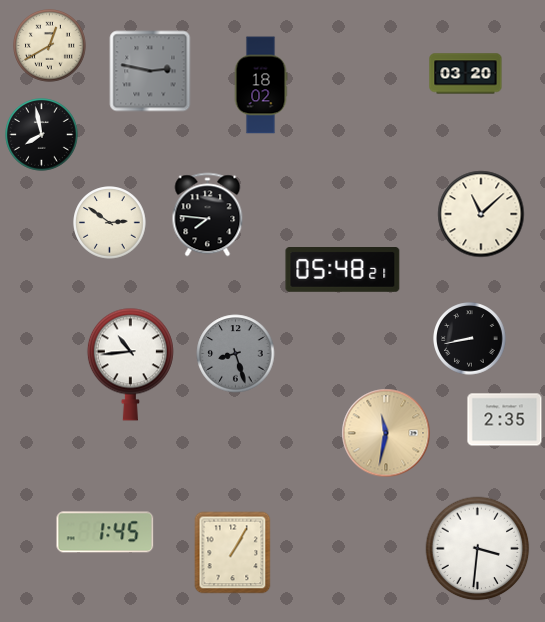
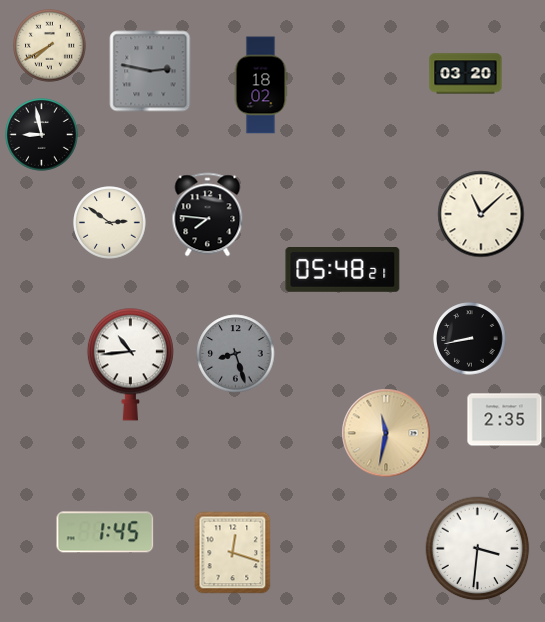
clock at (50, 46): 12:40 -> 7:40
clock at (42, 135): 7:58 -> 8:58
clock at (233, 553): 1:05 -> 12:18
